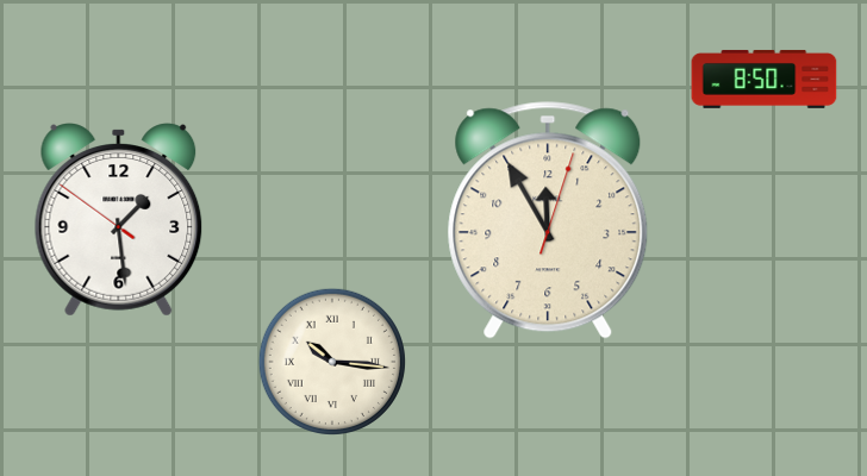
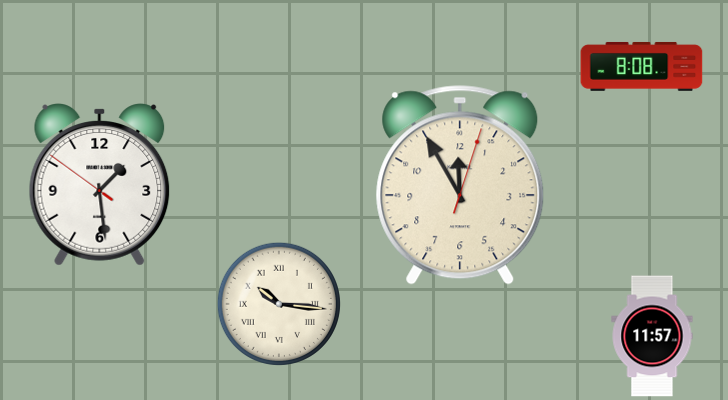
clock at (765, 79): 8:50 -> 8:08
clock at (652, 336): none -> 11:57
